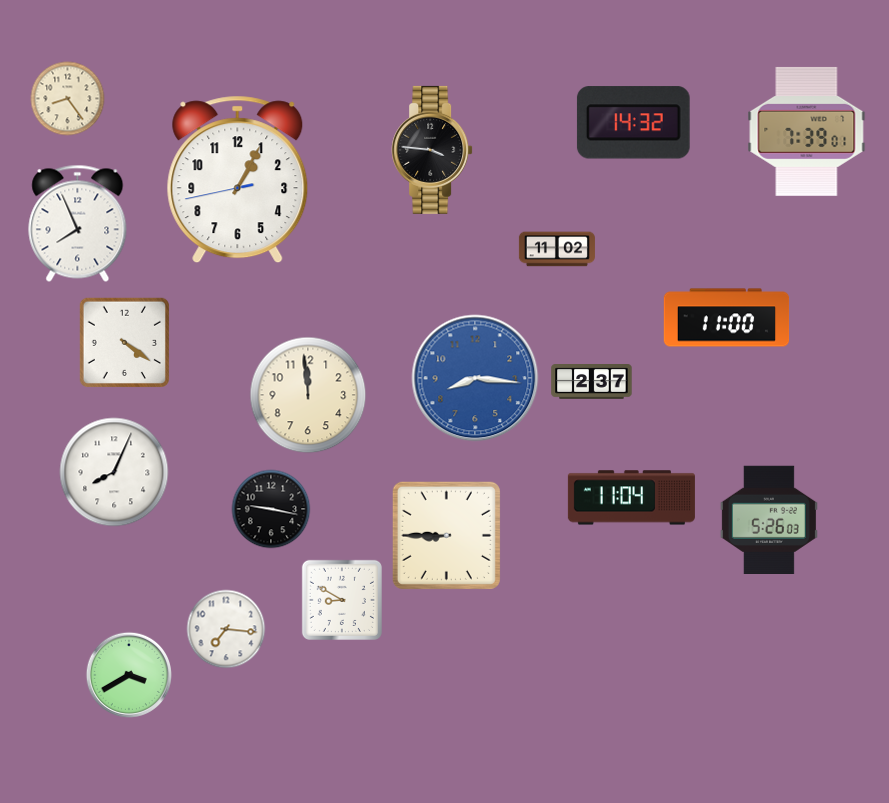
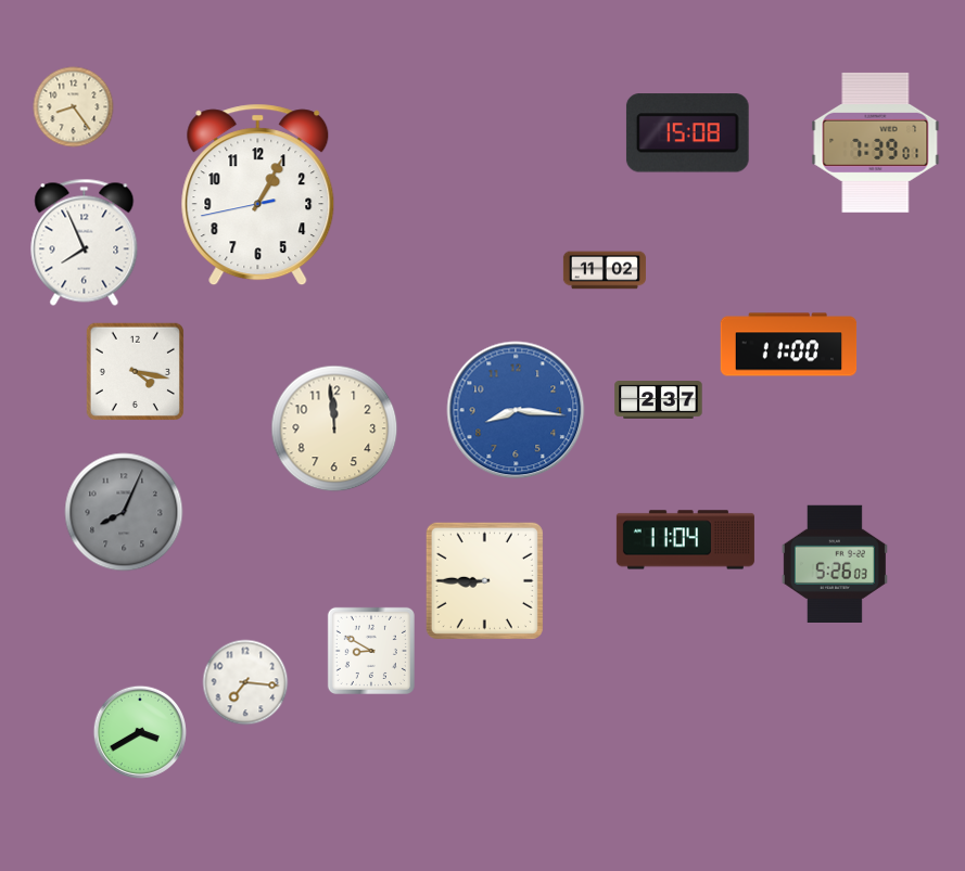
clock at (633, 123): 14:32 -> 15:08
clock at (432, 150): 3:46 -> none
clock at (124, 342): 4:21 -> 4:17
clock at (592, 382) position: (592, 382) -> (659, 400)
clock at (114, 472) dial: white -> grey
clock at (271, 509): 9:17 -> none
